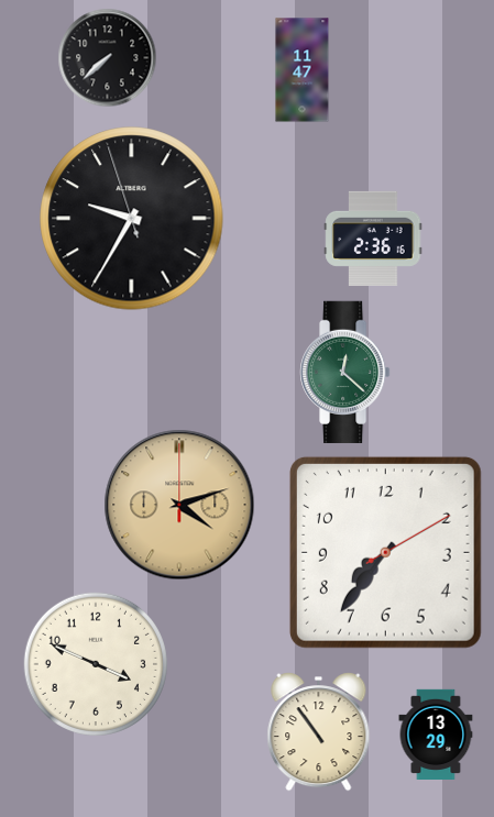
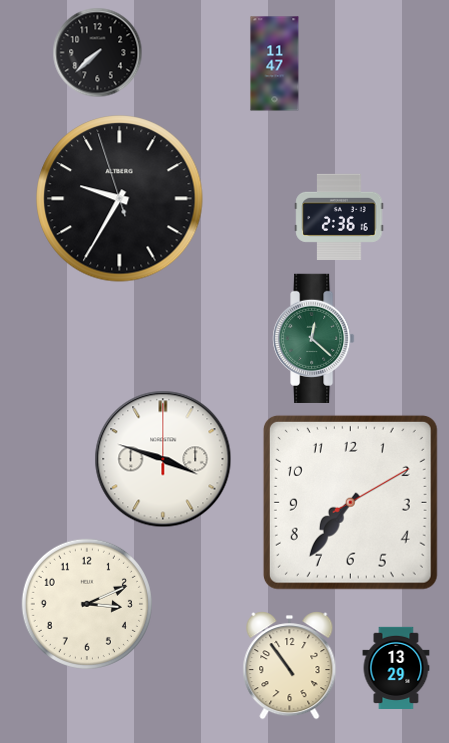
clock at (179, 505): 4:12 -> 3:48
clock at (179, 505) dial: champagne -> white
clock at (96, 664): 3:49 -> 3:11
